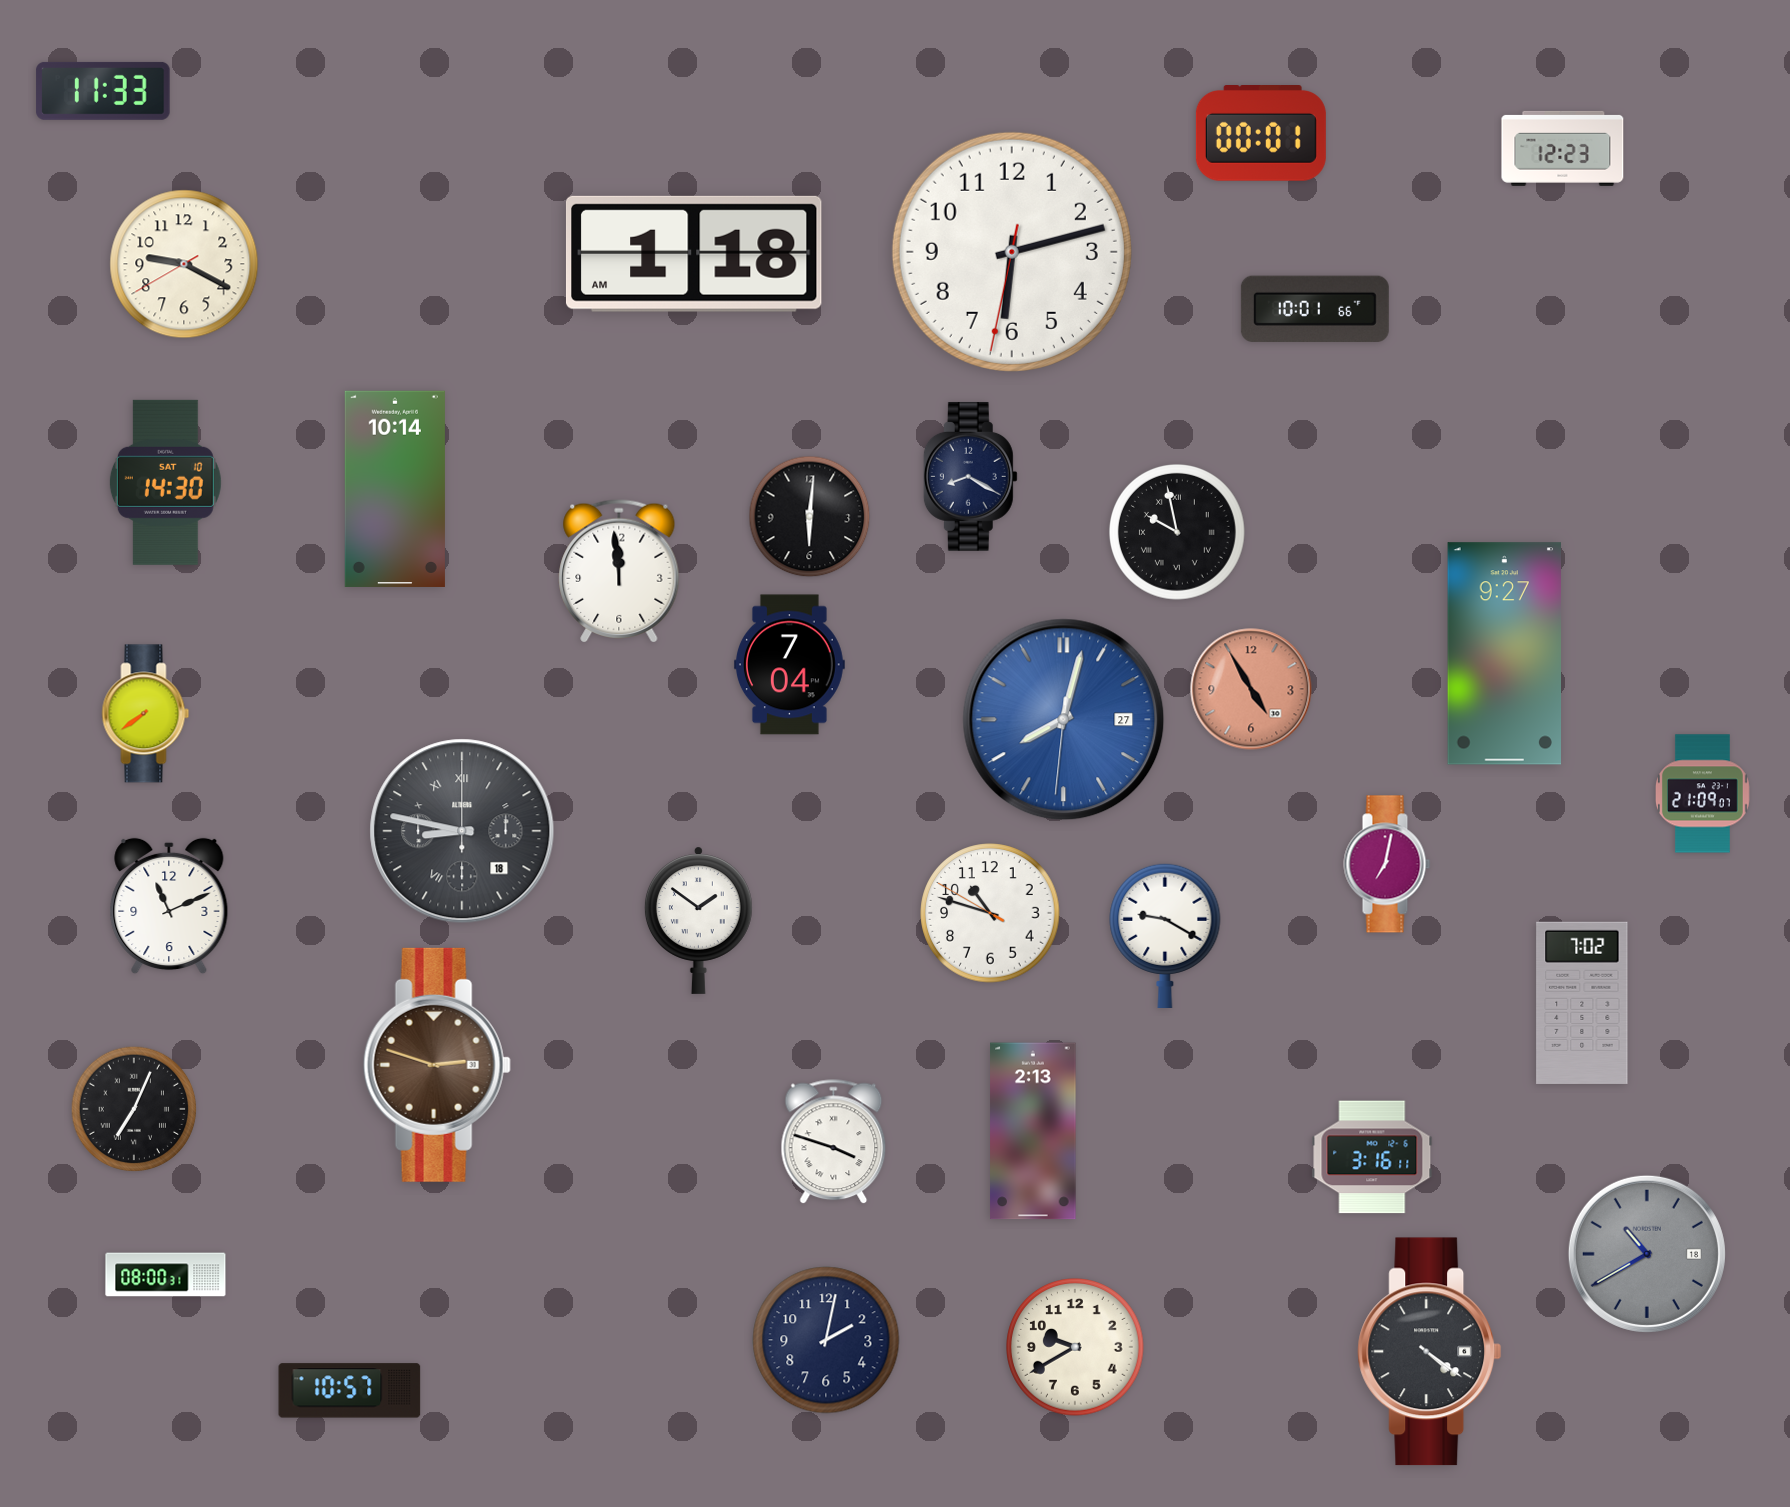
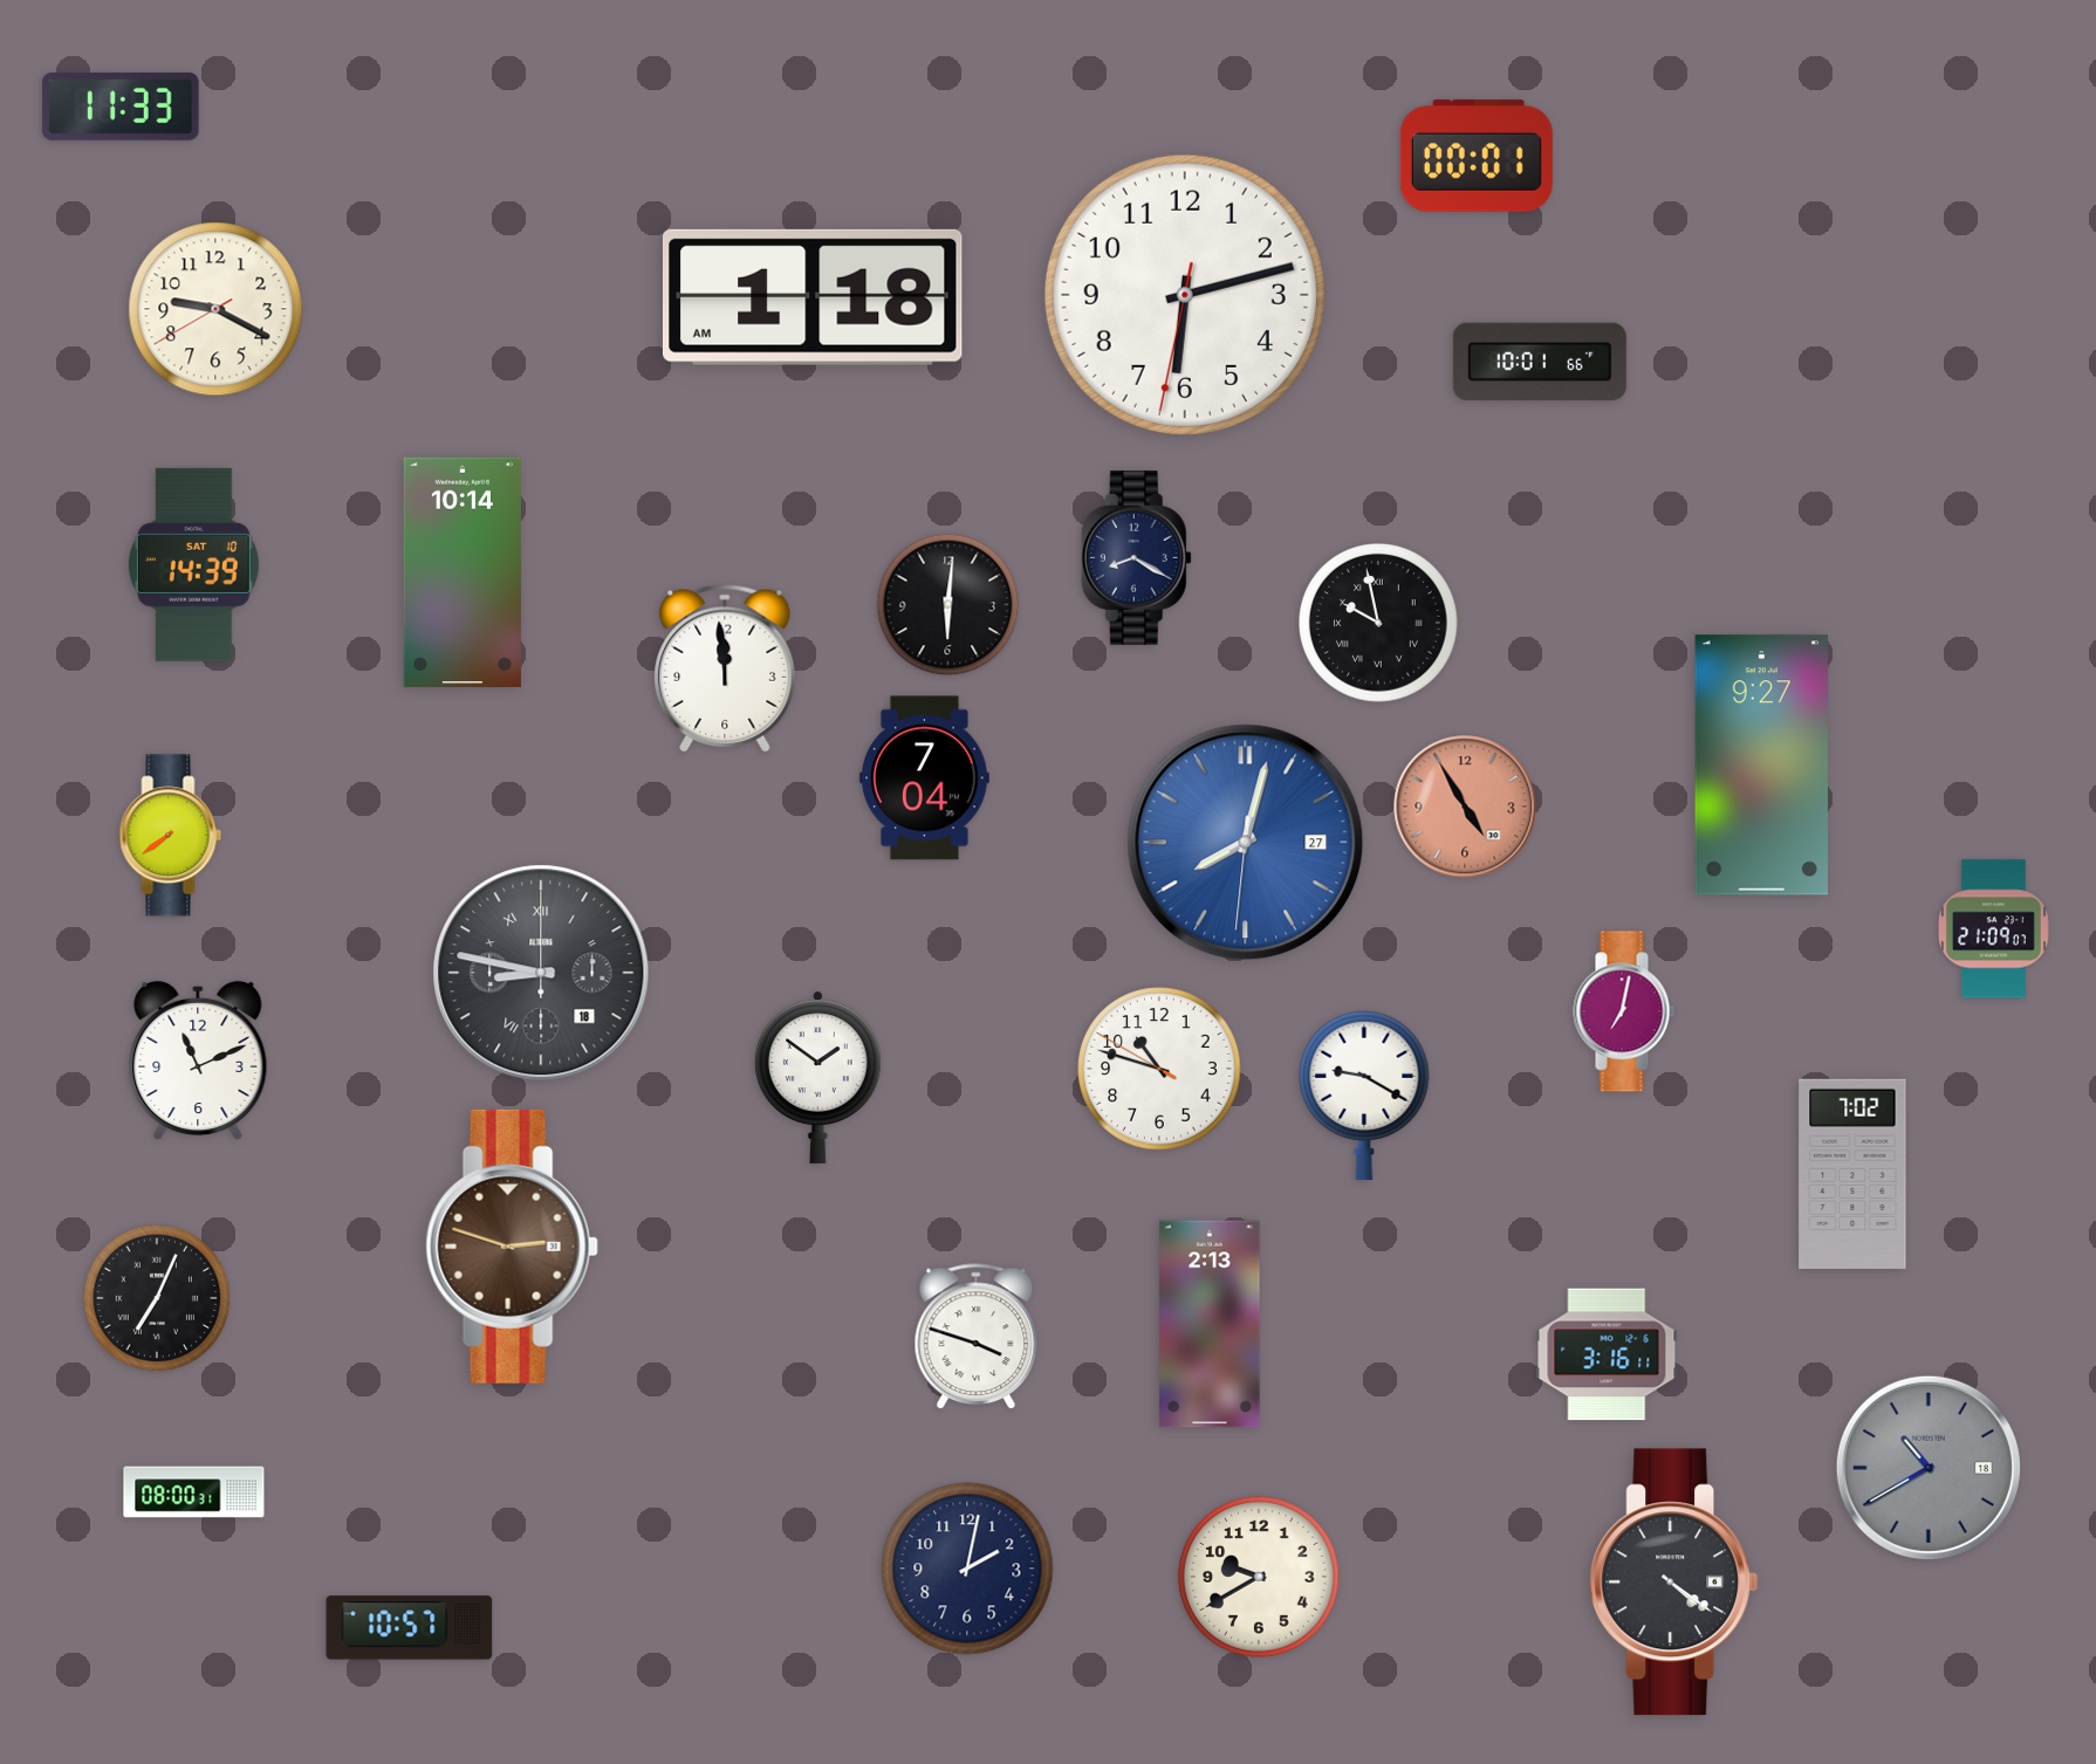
clock at (1563, 148): 12:23 -> none
clock at (165, 482): 14:30 -> 14:39
